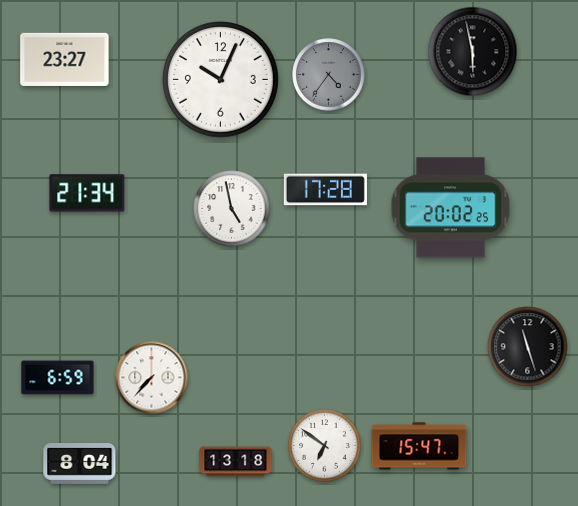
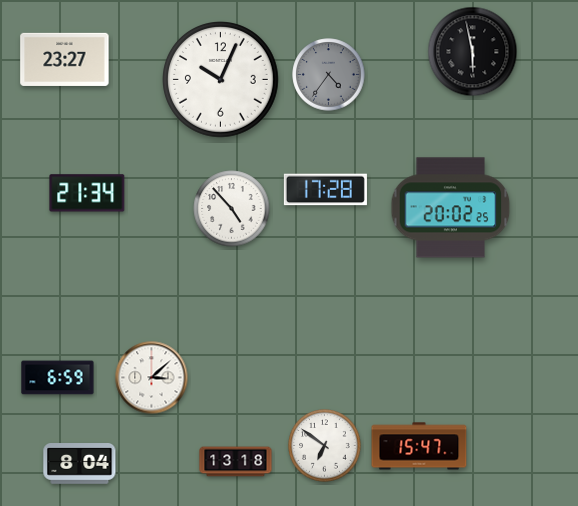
clock at (232, 209): 4:58 -> 4:53
clock at (528, 347): 11:27 -> none
clock at (152, 378): 7:37 -> 3:08
